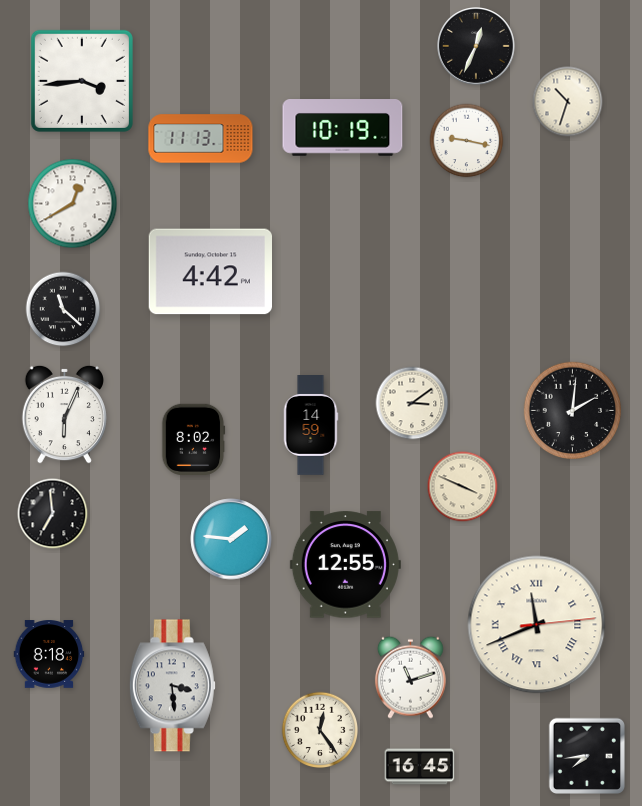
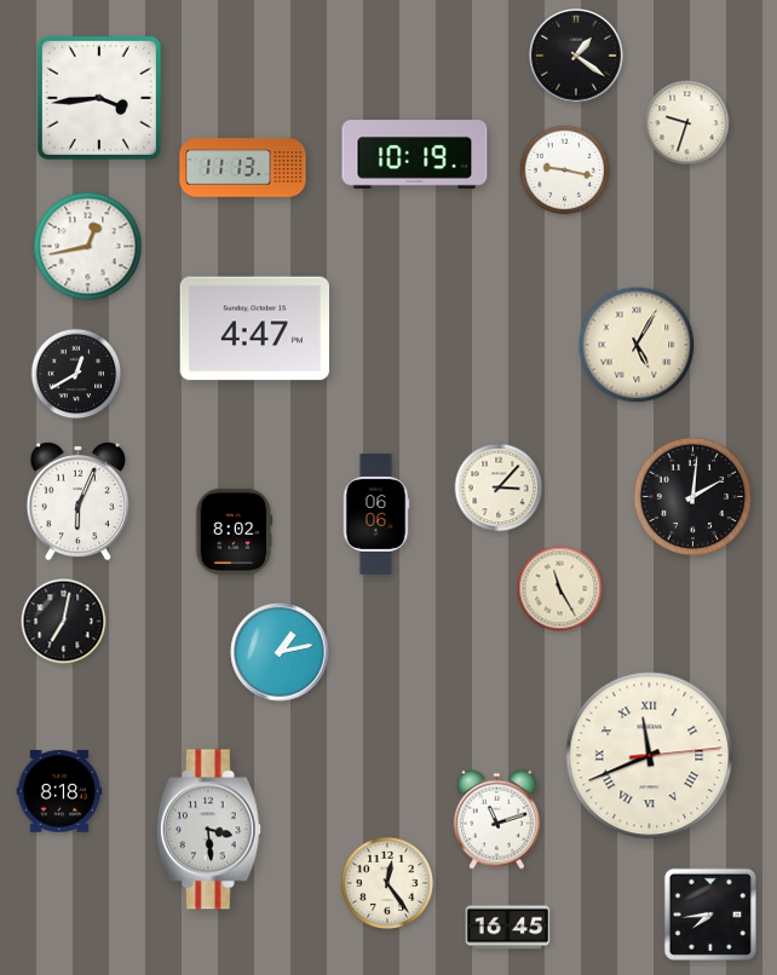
clock at (477, 47): 12:34 -> 1:21
clock at (568, 102): 10:33 -> 9:33
clock at (73, 204): 12:40 -> 12:43
clock at (210, 272): 4:42 -> 4:47
clock at (637, 345): none -> 5:05
clock at (63, 309): 11:22 -> 12:40
clock at (412, 403): 3:09 -> 3:07
clock at (311, 426): 14:59 -> 06:06
clock at (463, 487): 3:49 -> 11:25
clock at (53, 514): 6:59 -> 7:02
clock at (231, 539): 1:46 -> 1:13
clock at (345, 565): 12:55 -> none
